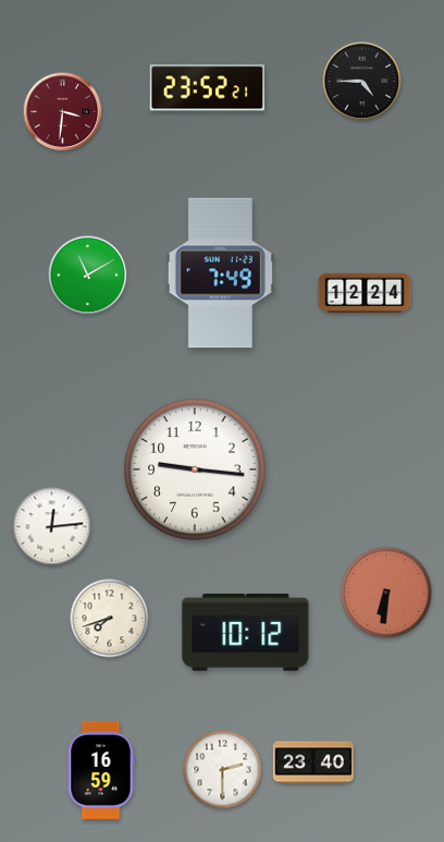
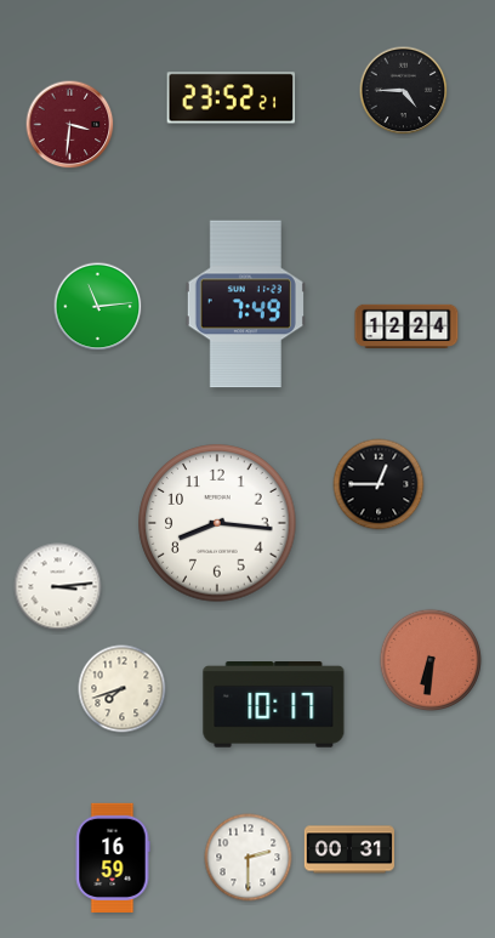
clock at (88, 276): 11:10 -> 11:14
clock at (379, 484): none -> 12:45
clock at (195, 469): 9:16 -> 8:16
clock at (52, 527): 12:14 -> 3:14
clock at (246, 633): 10:12 -> 10:17
clock at (313, 762): 23:40 -> 00:31
